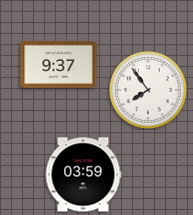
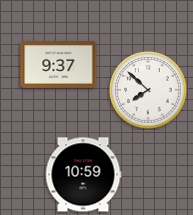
clock at (149, 91): 7:54 -> 7:52
clock at (83, 175): 03:59 -> 10:59
